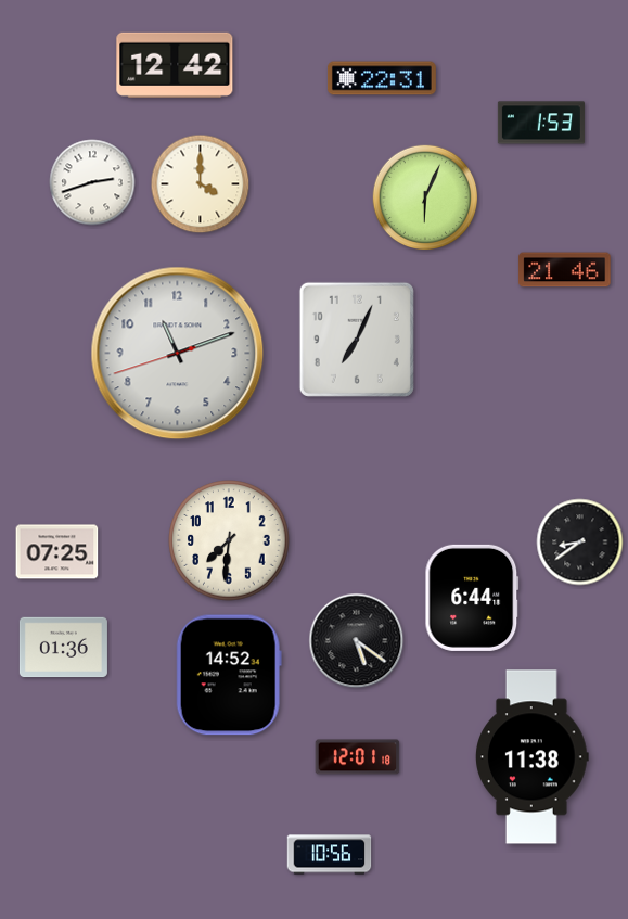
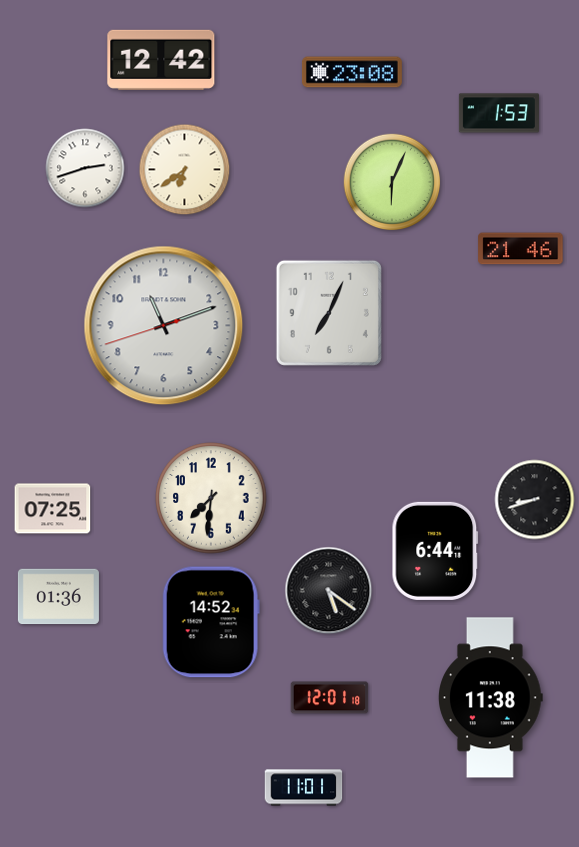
clock at (382, 78): 22:31 -> 23:08
clock at (201, 184): 4:00 -> 6:39
clock at (580, 543): 8:39 -> 8:42
clock at (330, 855): 10:56 -> 11:01
